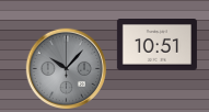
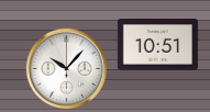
clock at (67, 69) dial: grey -> white
